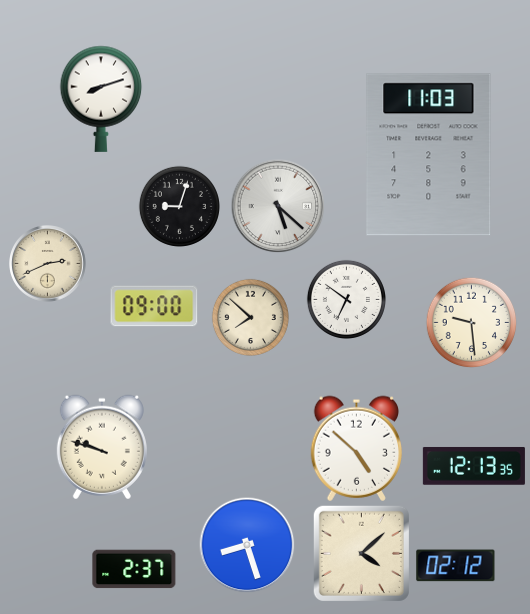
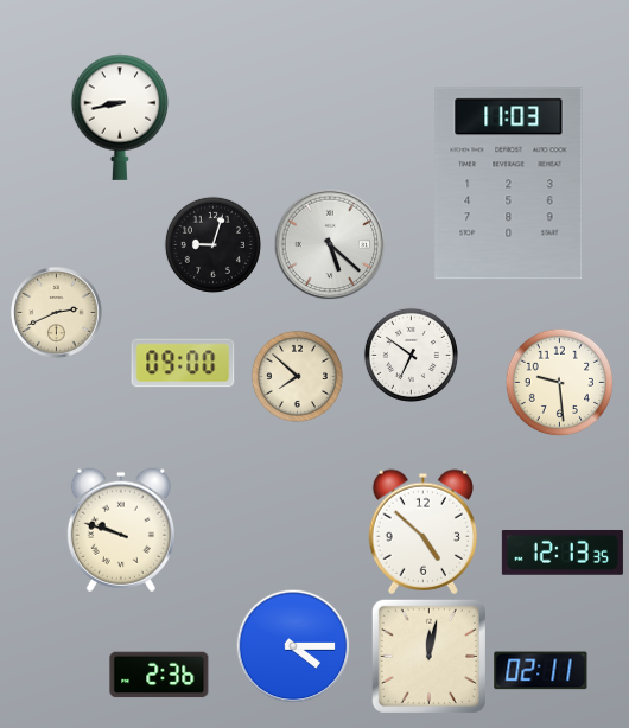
clock at (101, 99): 8:12 -> 8:43
clock at (247, 545): 8:27 -> 4:15
clock at (361, 553): 4:08 -> 12:02
clock at (456, 566): 02:12 -> 02:11
clock at (134, 569): 2:37 -> 2:36
